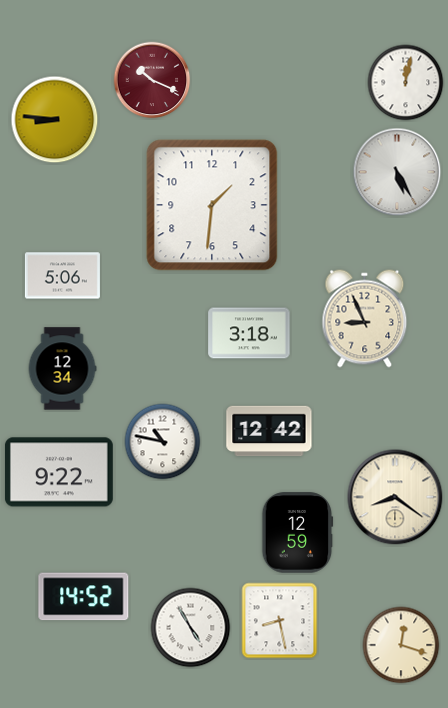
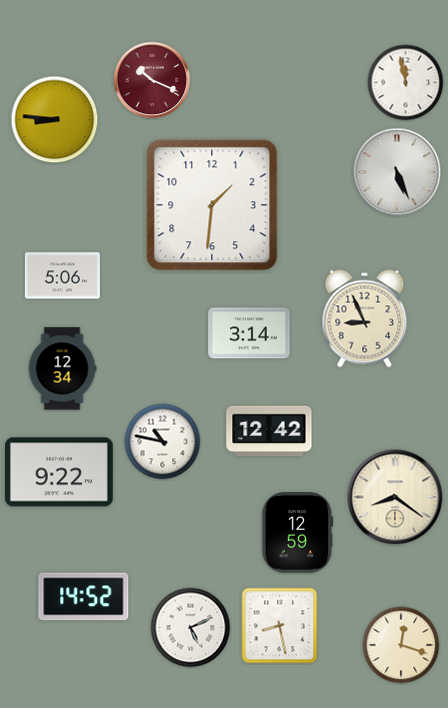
clock at (406, 83): 12:02 -> 11:58
clock at (397, 172): 5:25 -> 5:26
clock at (249, 333): 3:18 -> 3:14
clock at (280, 621) position: (280, 621) -> (280, 626)
clock at (191, 628): 4:55 -> 5:11
